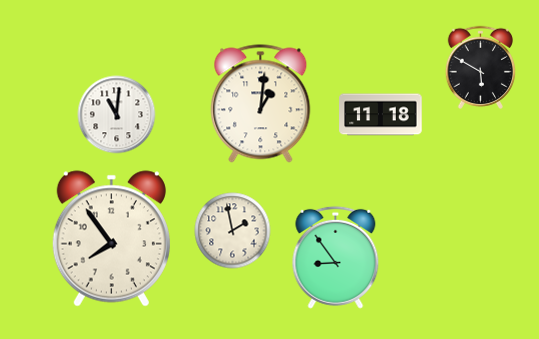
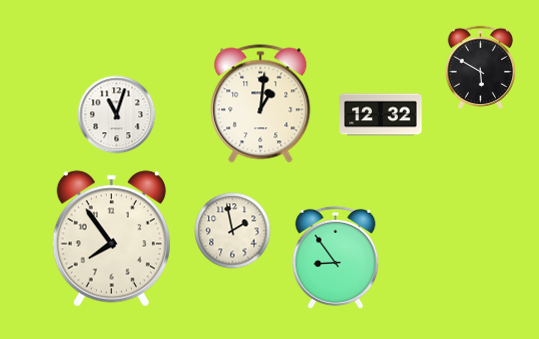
clock at (117, 115): 11:01 -> 11:03
clock at (381, 115): 11:18 -> 12:32
